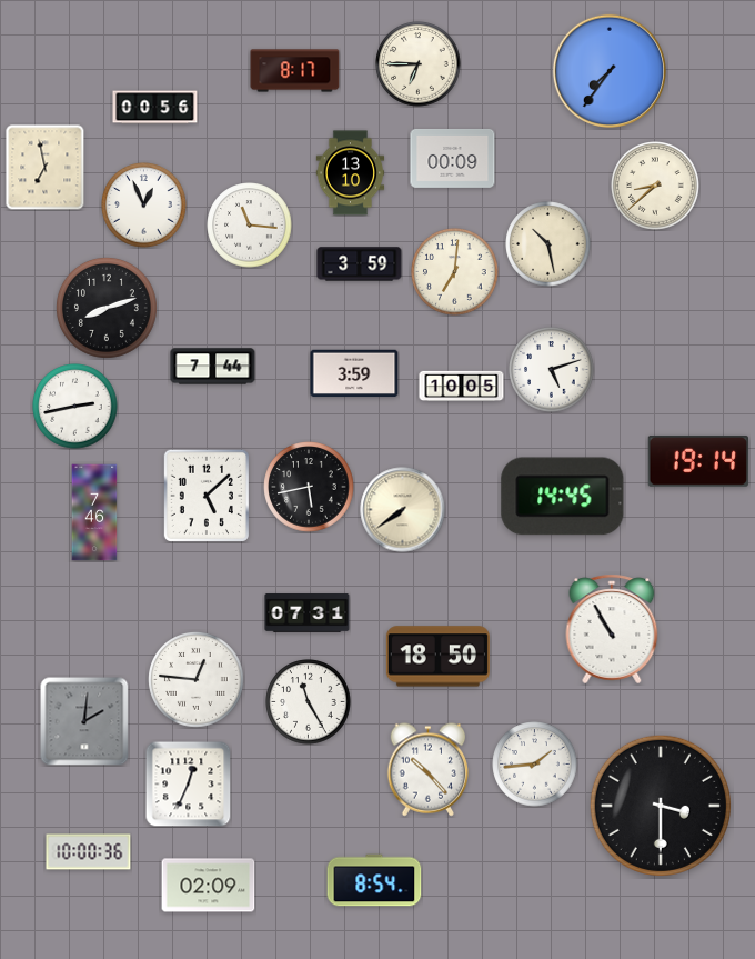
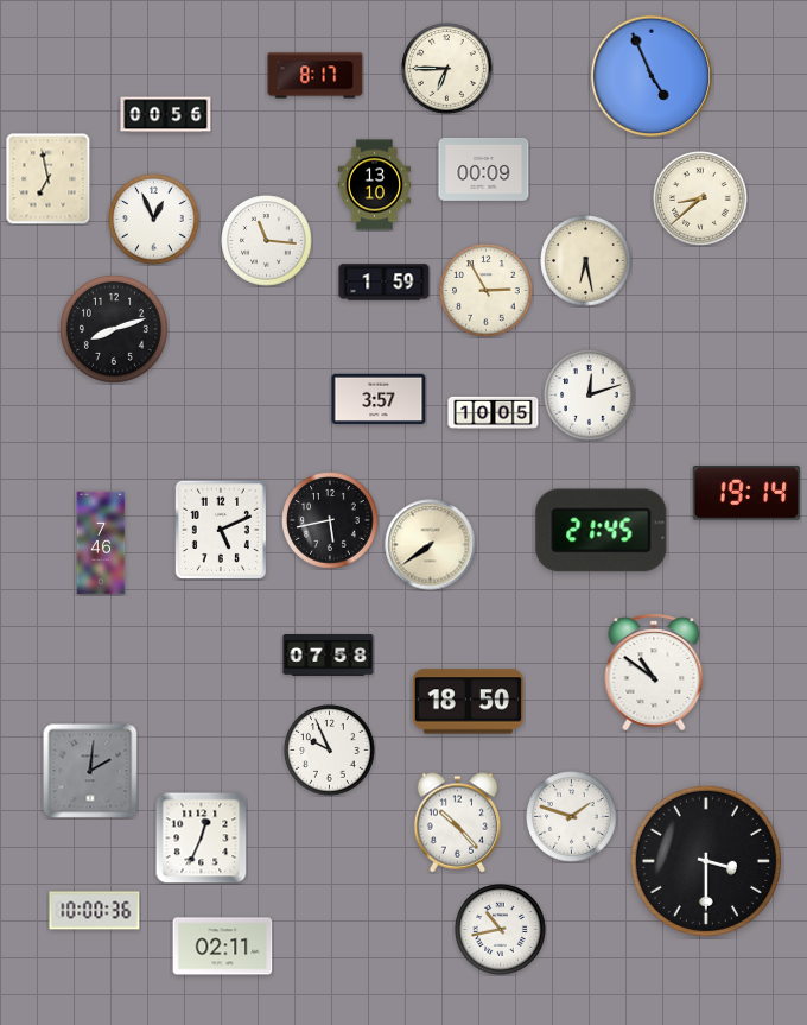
clock at (608, 70): 7:36 -> 4:56
clock at (548, 244): 10:28 -> 6:28
clock at (360, 264): 3:59 -> 1:59
clock at (455, 272): 7:01 -> 2:55
clock at (213, 367): 7:44 -> none
clock at (552, 370): 5:12 -> 12:12
clock at (354, 373): 3:59 -> 3:57
clock at (75, 407): 2:43 -> none
clock at (207, 496): 5:08 -> 5:11
clock at (563, 497): 14:45 -> 21:45
clock at (94, 512) position: (94, 512) -> (101, 543)
clock at (308, 613): 07:31 -> 07:58
clock at (612, 629): 10:55 -> 10:51
clock at (197, 680): 12:46 -> none
clock at (309, 702): 11:25 -> 9:56
clock at (535, 765): 1:44 -> 1:48
clock at (501, 930): none -> 10:43
clock at (374, 880): 8:54 -> none
clock at (209, 886): 02:09 -> 02:11
